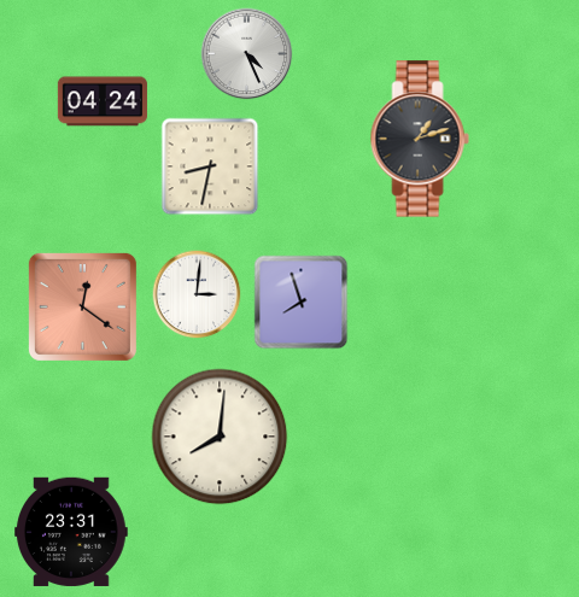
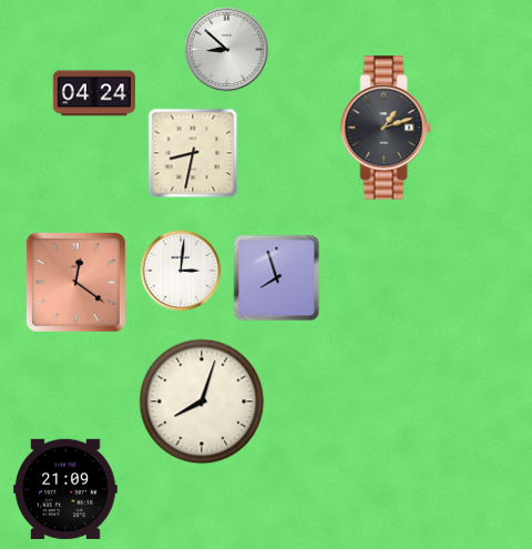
clock at (247, 54): 4:26 -> 8:52
clock at (220, 437): 8:01 -> 8:03
clock at (72, 532): 23:31 -> 21:09
